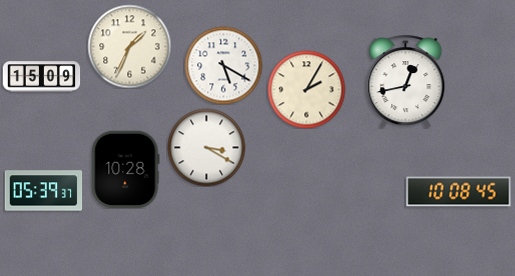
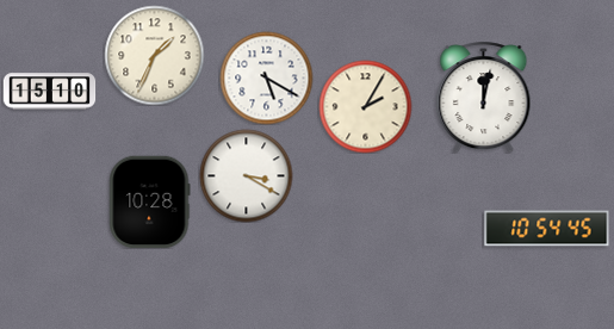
clock at (41, 77): 15:09 -> 15:10
clock at (406, 81): 12:43 -> 12:02
clock at (43, 191): 05:39 -> none
clock at (459, 192): 10:08 -> 10:54
